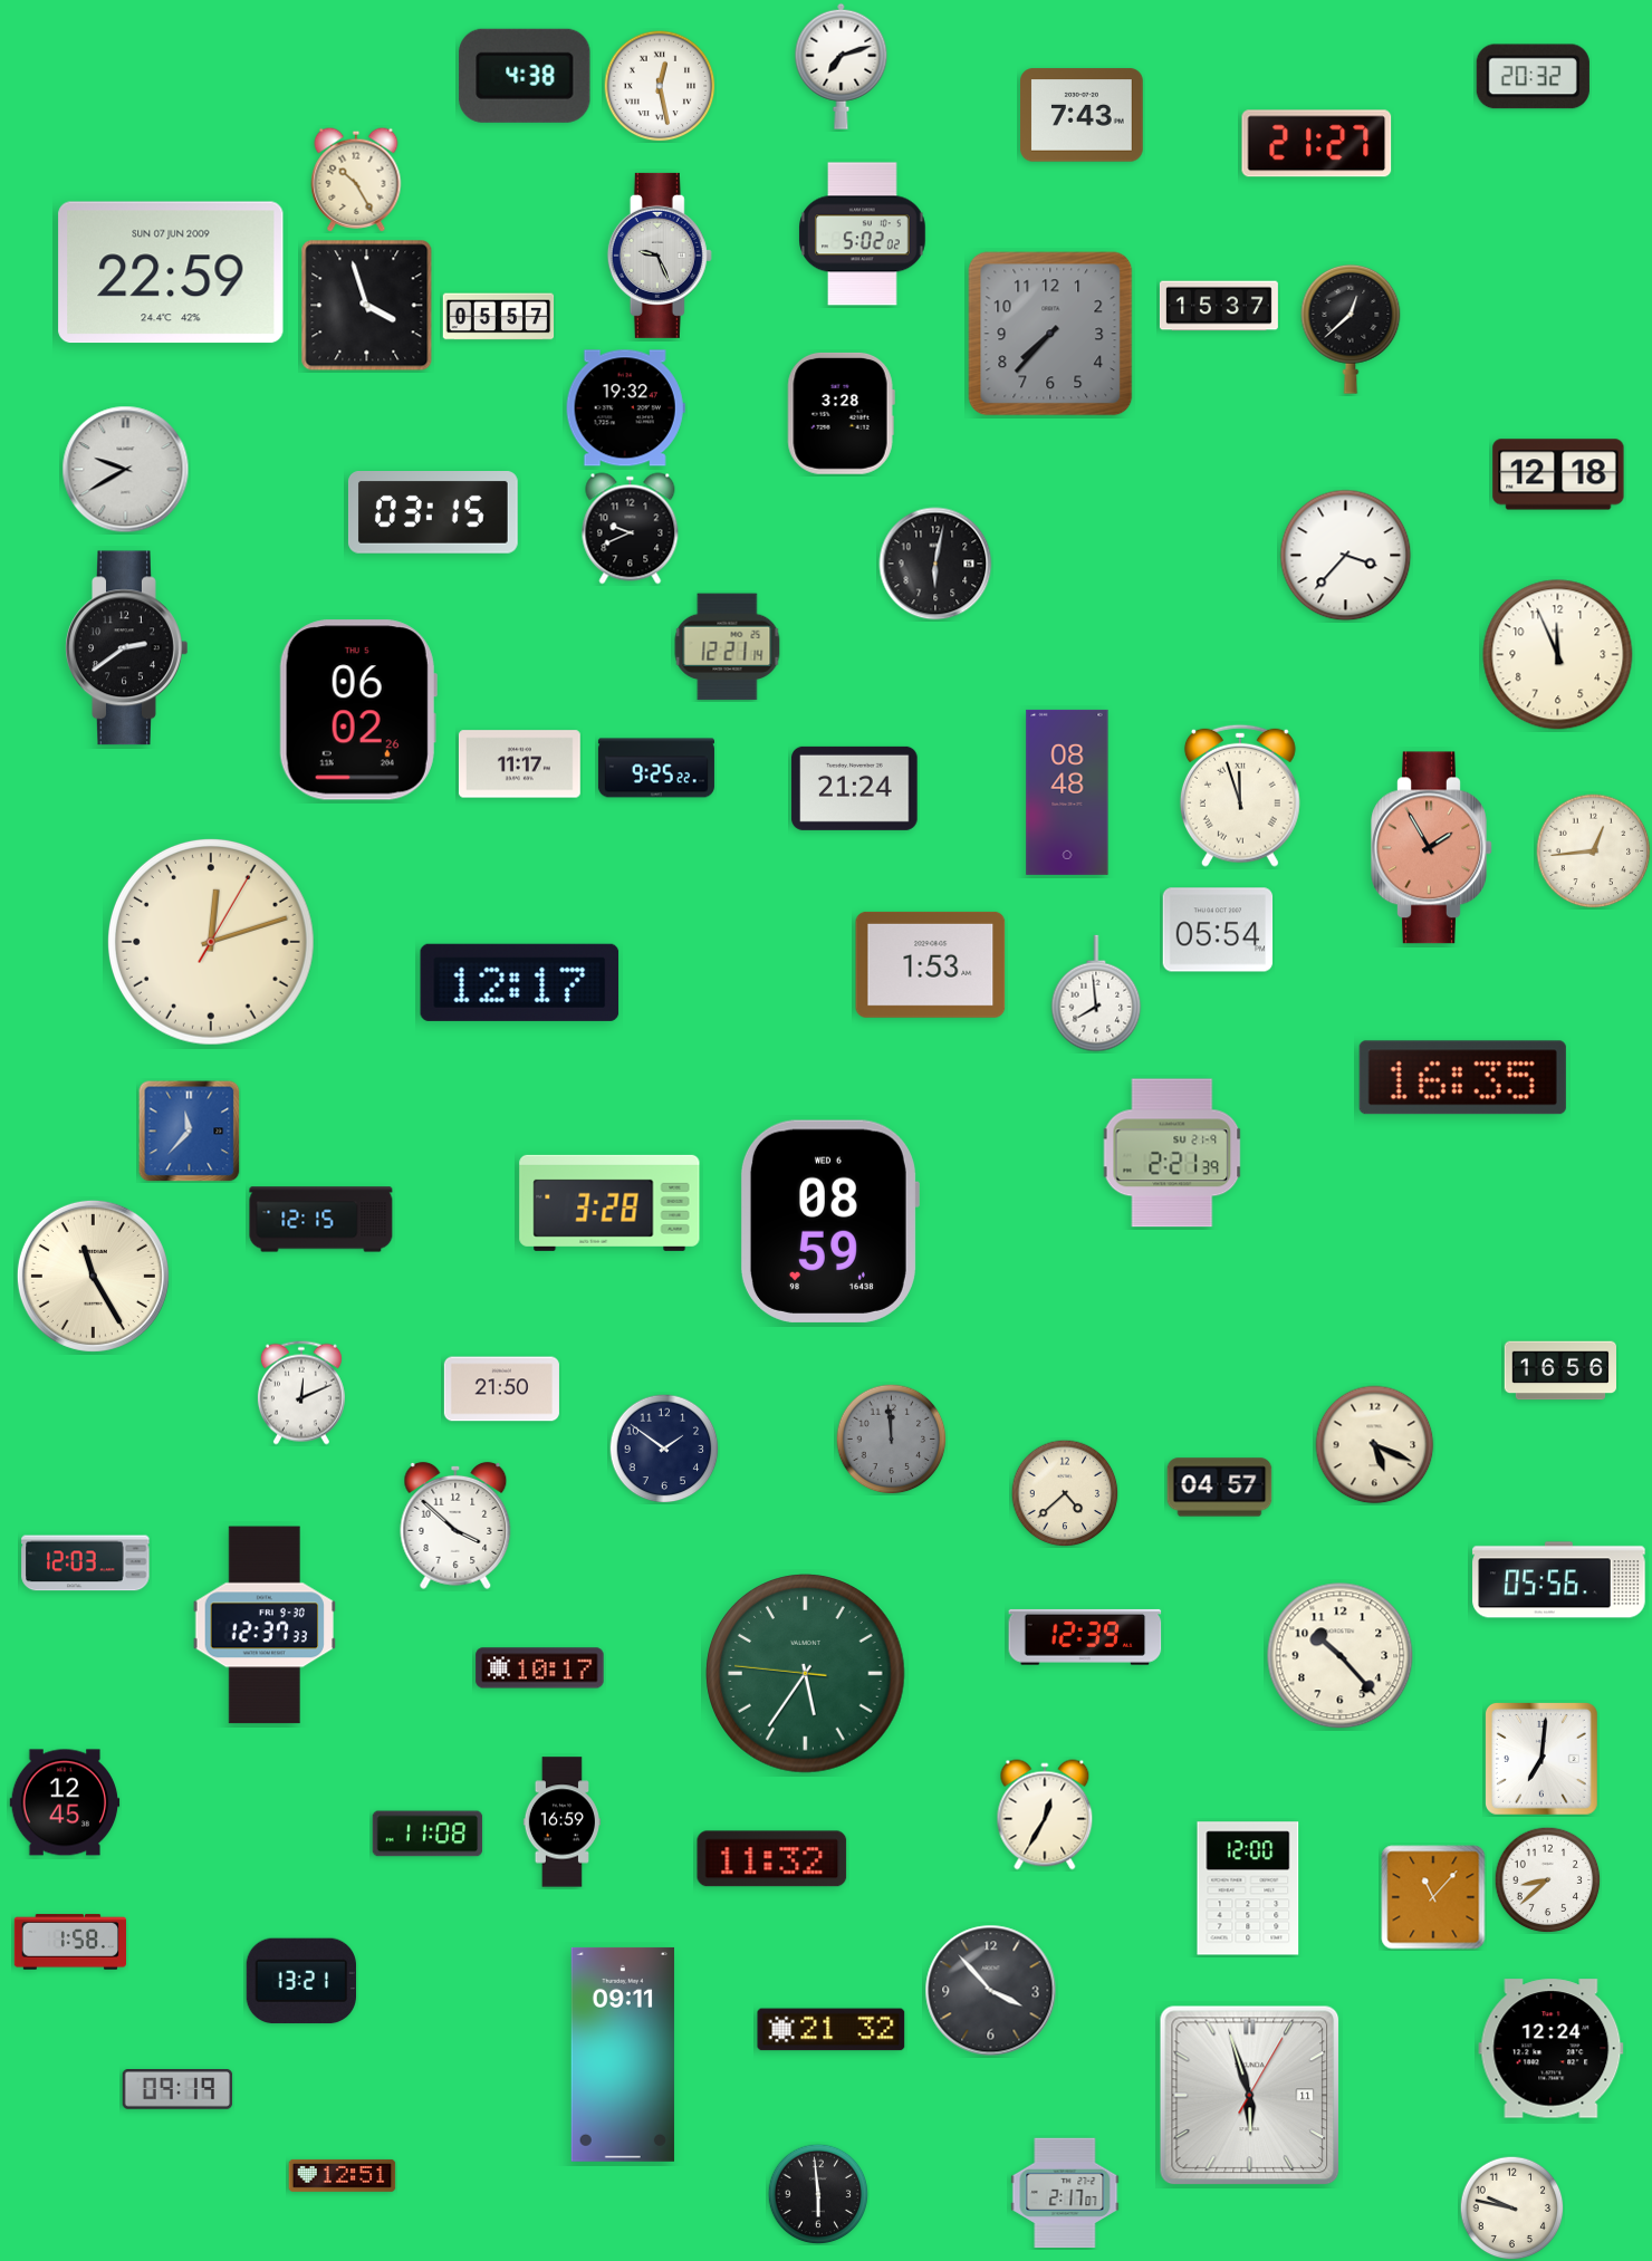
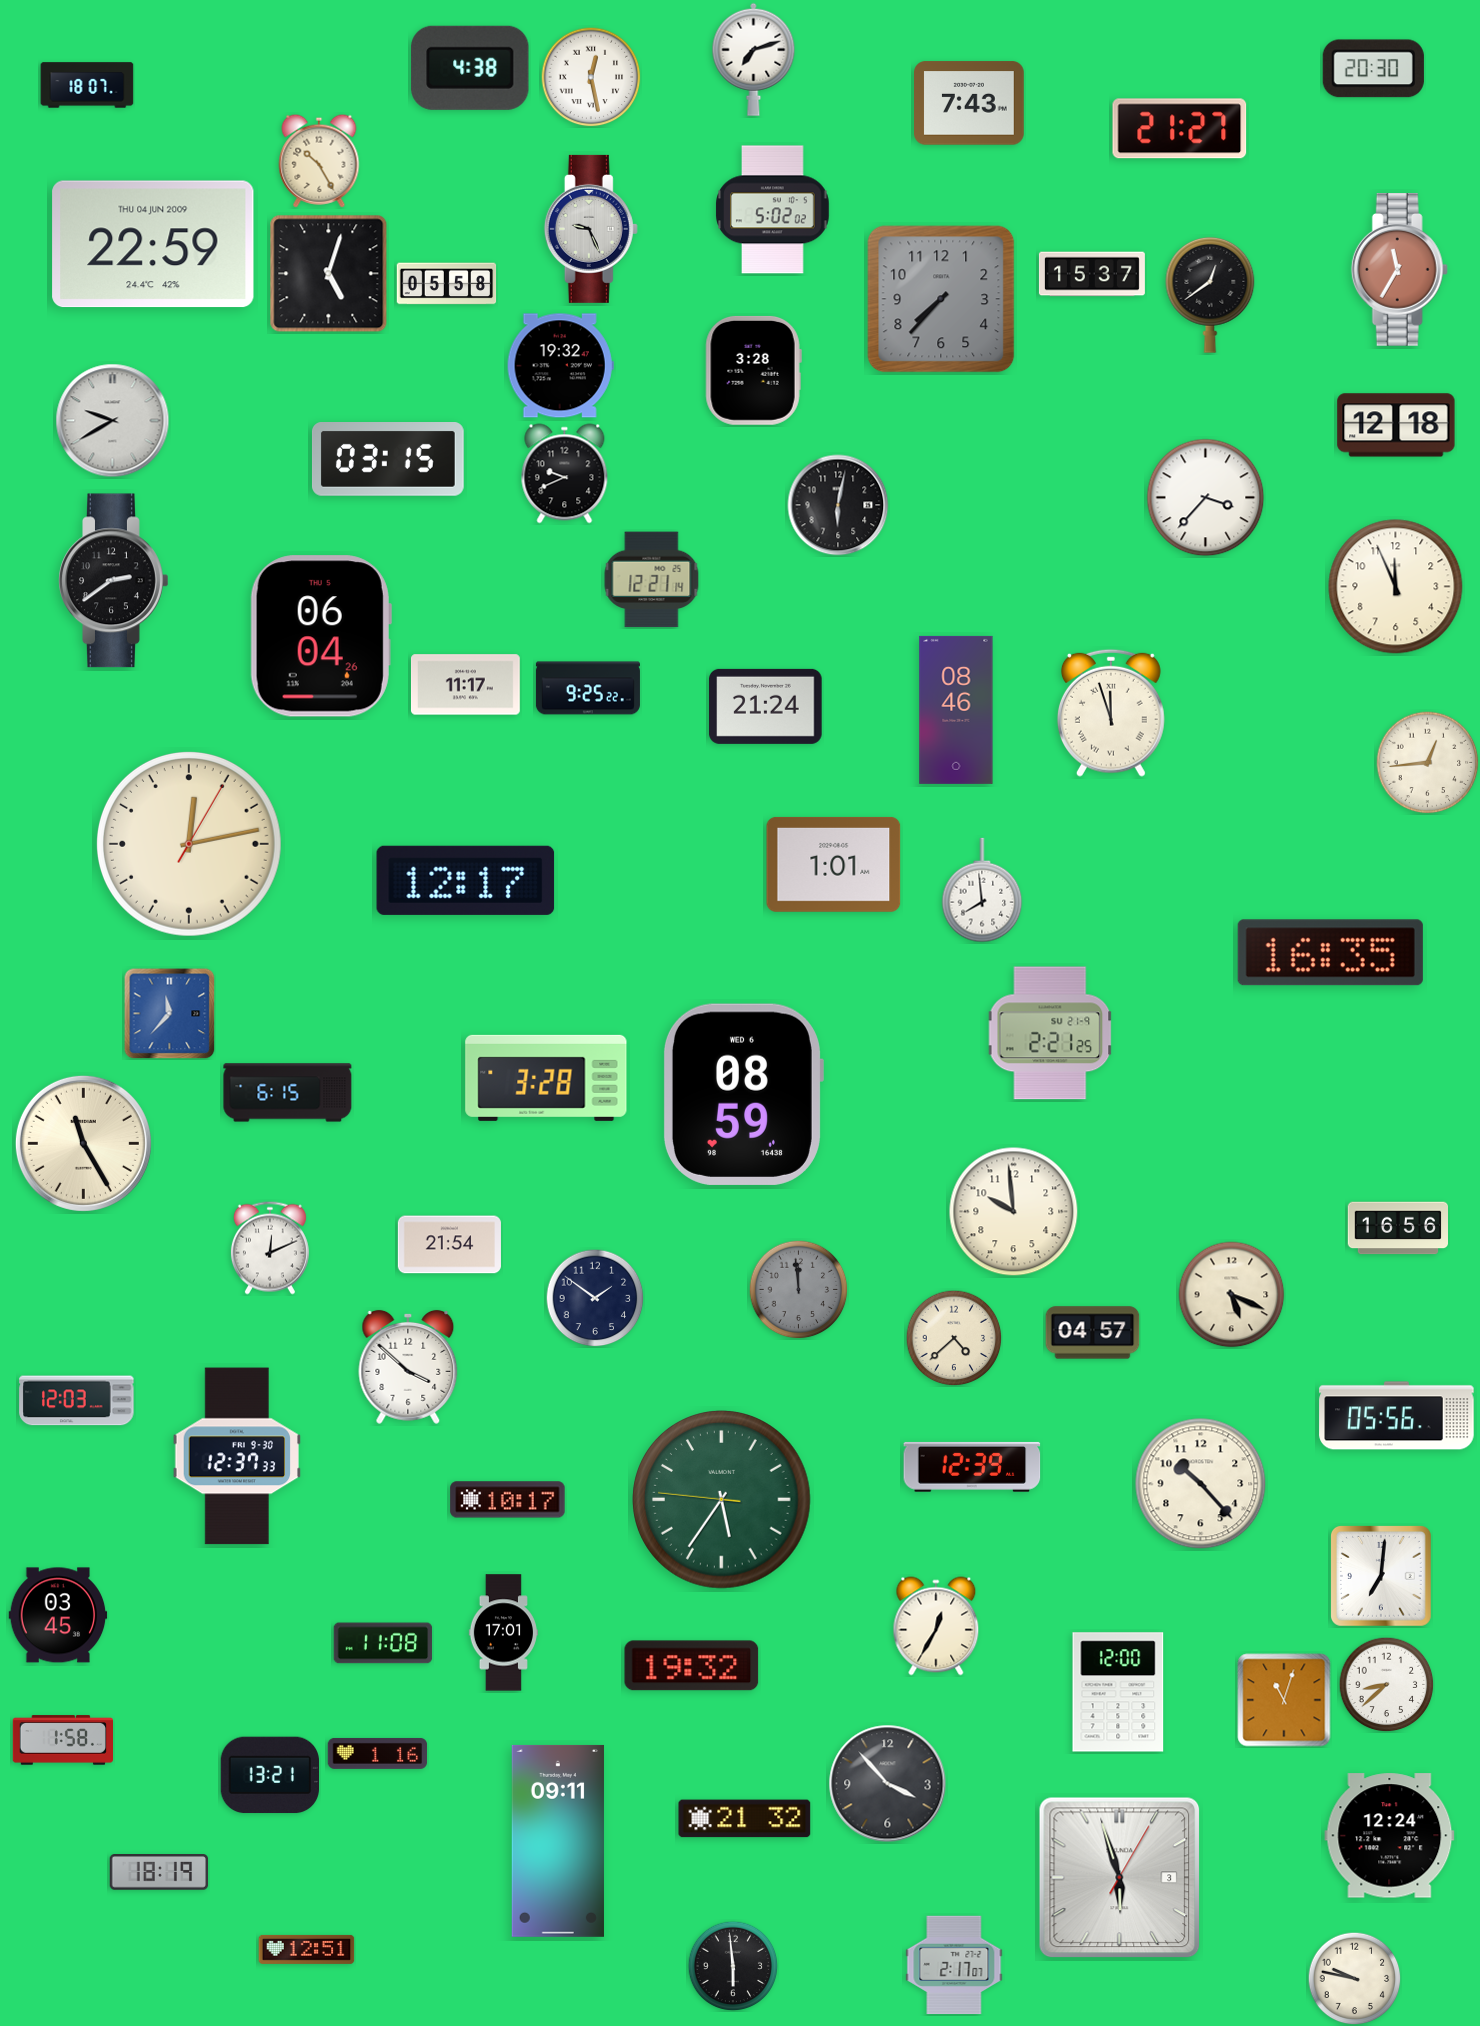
clock at (1533, 77): 20:32 -> 20:30
clock at (87, 85): none -> 18:07
clock at (171, 272) date: SUN 07 JUN 2009 -> THU 04 JUN 2009
clock at (1399, 270): none -> 11:35
clock at (367, 306): 3:57 -> 5:03
clock at (499, 317): 05:57 -> 05:58
clock at (1351, 329): 12:38 -> 12:39
clock at (358, 710): 06:02 -> 06:04
clock at (1067, 792): 08:48 -> 08:46
clock at (1432, 848): 1:55 -> none
clock at (1218, 930): 05:54 -> none
clock at (211, 942): 12:12 -> 12:13
clock at (931, 964): 1:53 -> 1:01
clock at (1462, 1078) position: (1462, 1078) -> (1330, 953)
clock at (1172, 1153): 2:21:39 -> 2:21:25
clock at (321, 1220): 12:15 -> 6:15
clock at (1014, 1212): none -> 9:59
clock at (501, 1389): 21:50 -> 21:54
clock at (540, 1668) position: (540, 1668) -> (508, 1500)
clock at (65, 1802): 12:45 -> 03:45
clock at (561, 1822): 16:59 -> 17:01
clock at (772, 1859): 11:32 -> 19:32
clock at (1433, 1897): 11:07 -> 11:03
clock at (378, 1753): none -> 1:16
clock at (177, 2090): 09:19 -> 18:19
clock at (1250, 2096) date: 11 -> 3
